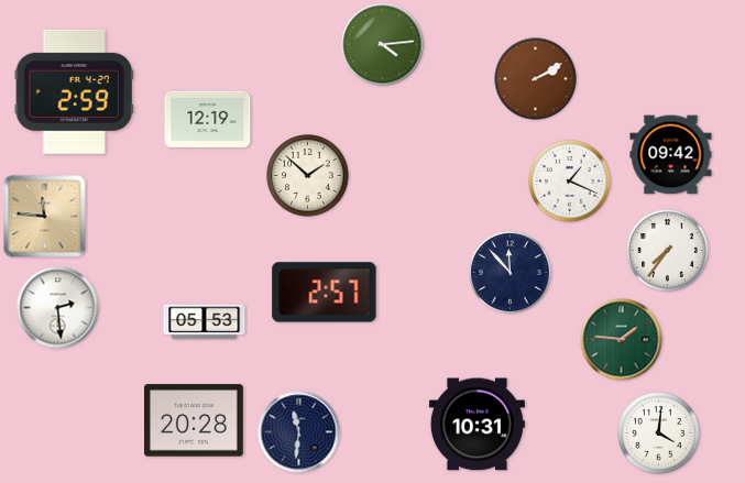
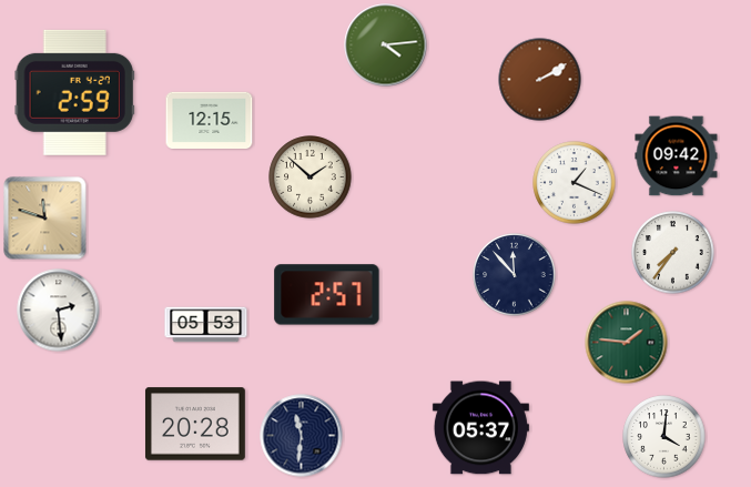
clock at (208, 119): 12:19 -> 12:15
clock at (45, 217): 11:46 -> 11:48
clock at (476, 425): 10:31 -> 05:37
